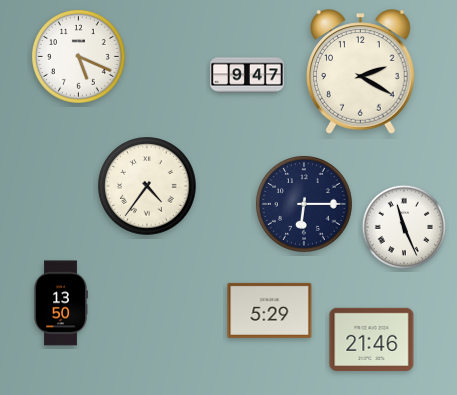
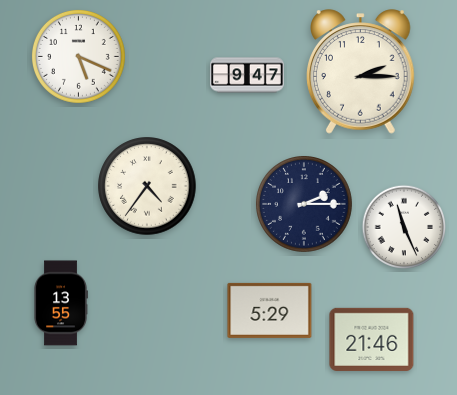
clock at (361, 72): 2:20 -> 2:15
clock at (305, 205): 6:15 -> 2:15
clock at (61, 303): 13:50 -> 13:55
